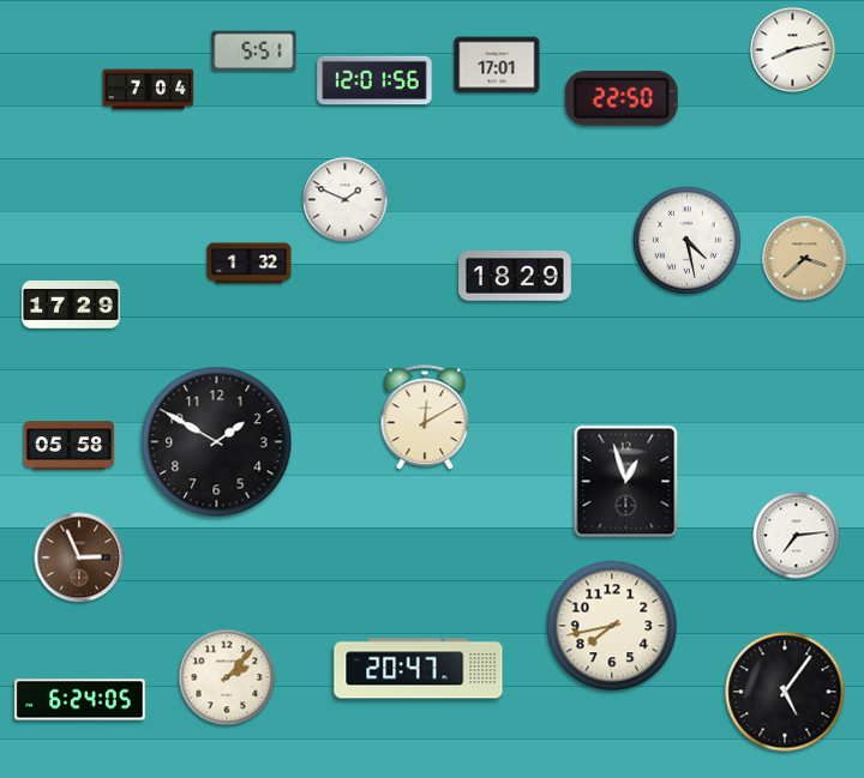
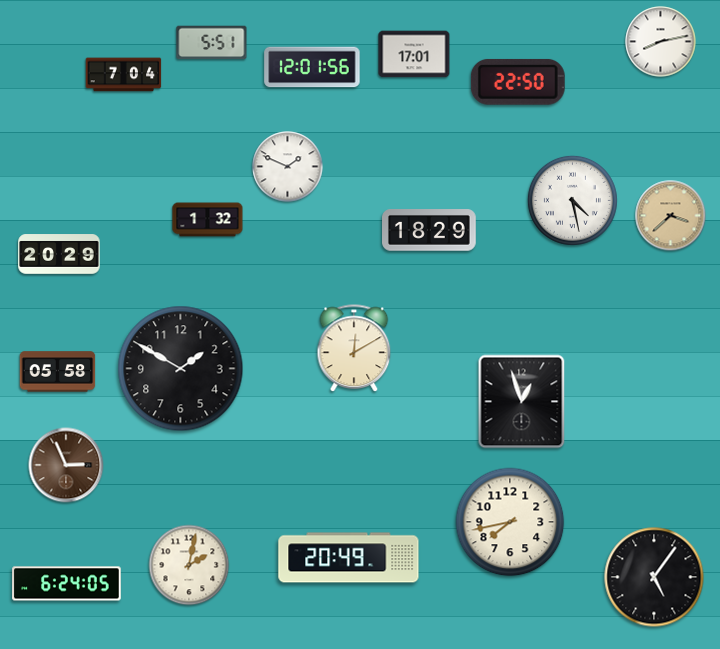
clock at (71, 304): 17:29 -> 20:29
clock at (797, 536): 7:14 -> none
clock at (419, 669): 20:47 -> 20:49
clock at (227, 677): 2:07 -> 2:02
